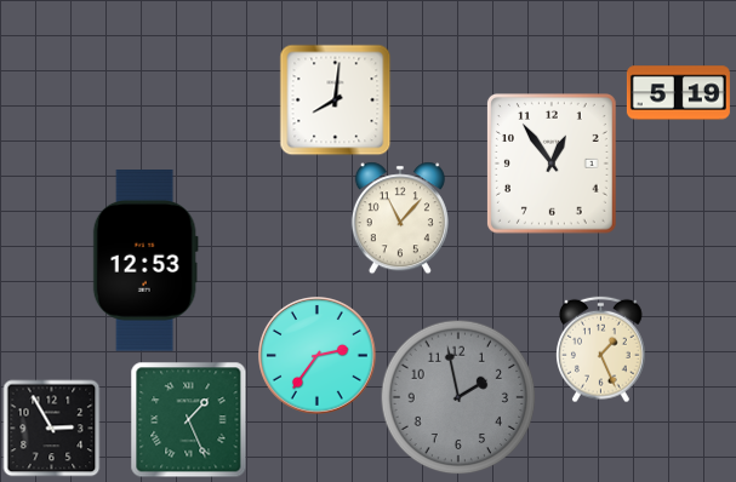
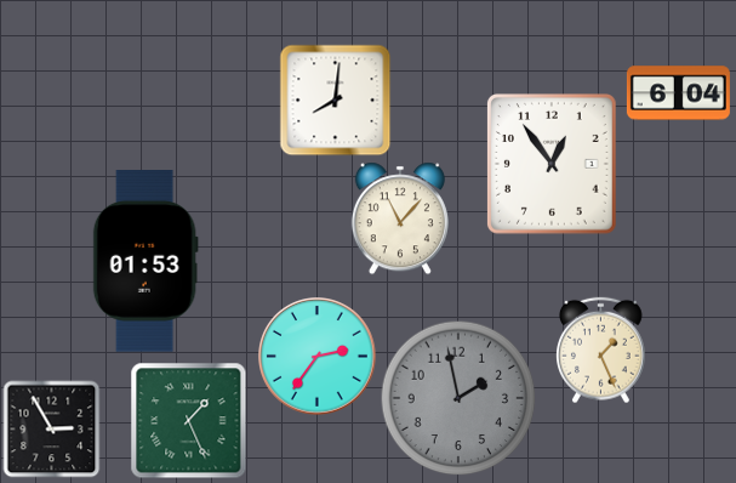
clock at (678, 93): 5:19 -> 6:04
clock at (146, 262): 12:53 -> 01:53
